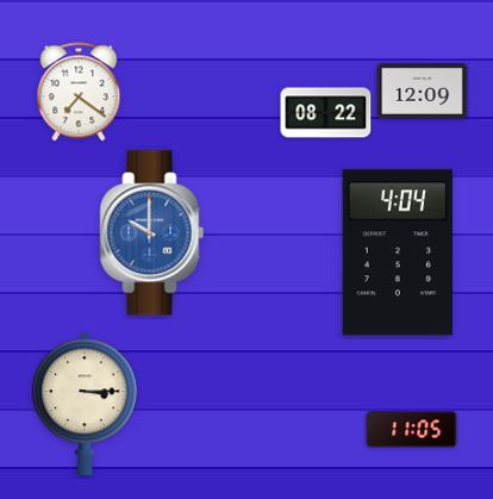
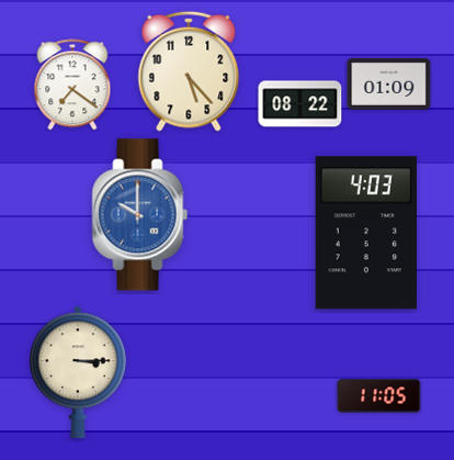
clock at (189, 71): none -> 5:23
clock at (423, 91): 12:09 -> 01:09
clock at (397, 252): 4:04 -> 4:03
